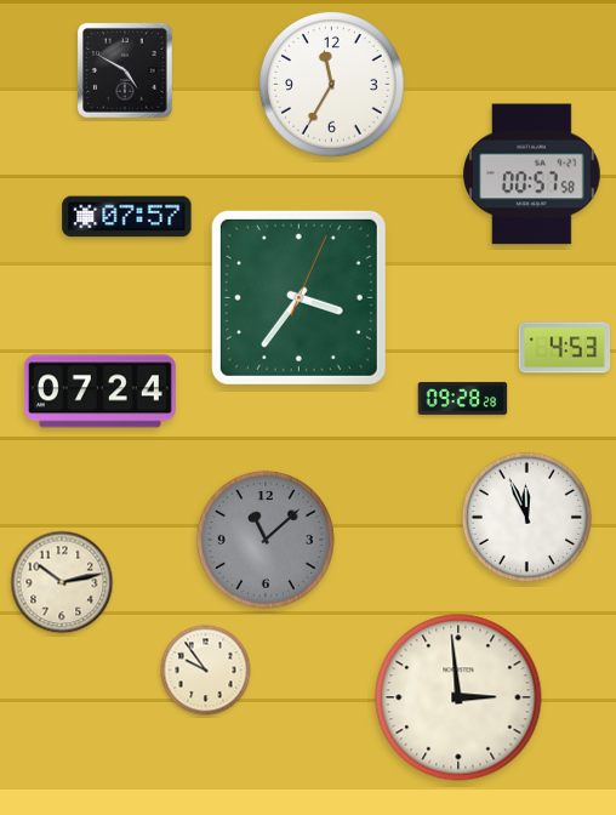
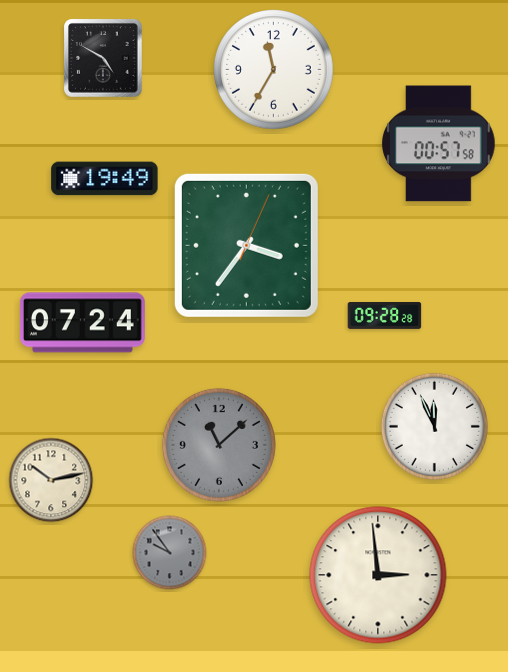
clock at (127, 217): 07:57 -> 19:49
clock at (565, 348): 4:53 -> none
clock at (463, 398) position: (463, 398) -> (385, 315)
clock at (206, 671) dial: cream -> grey
